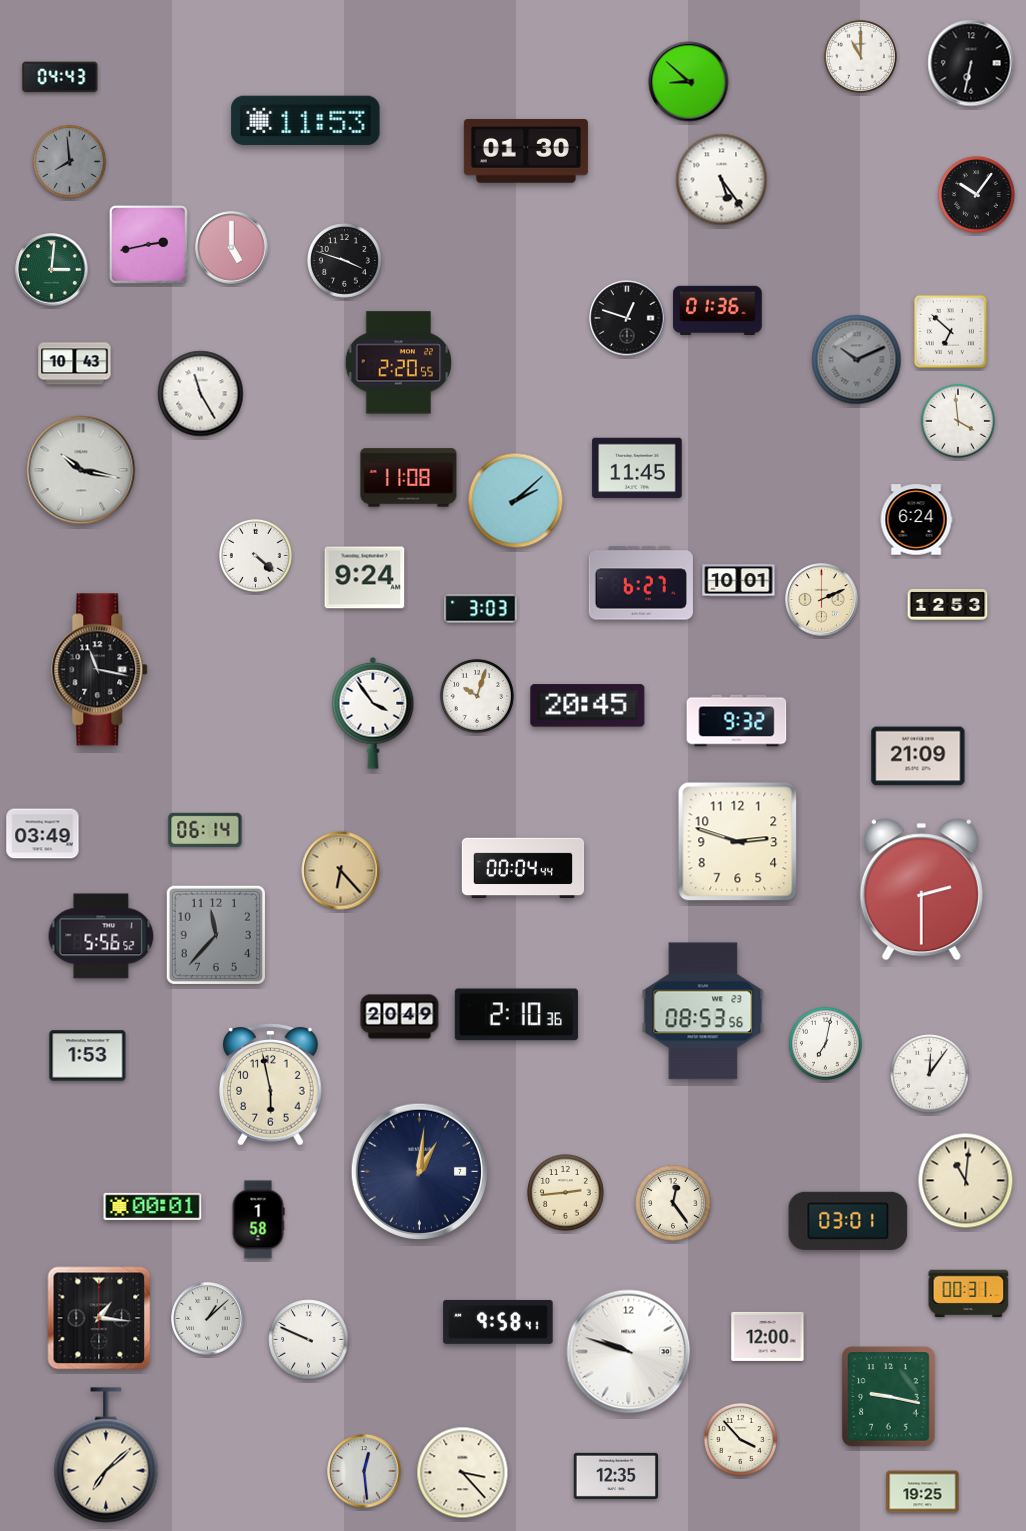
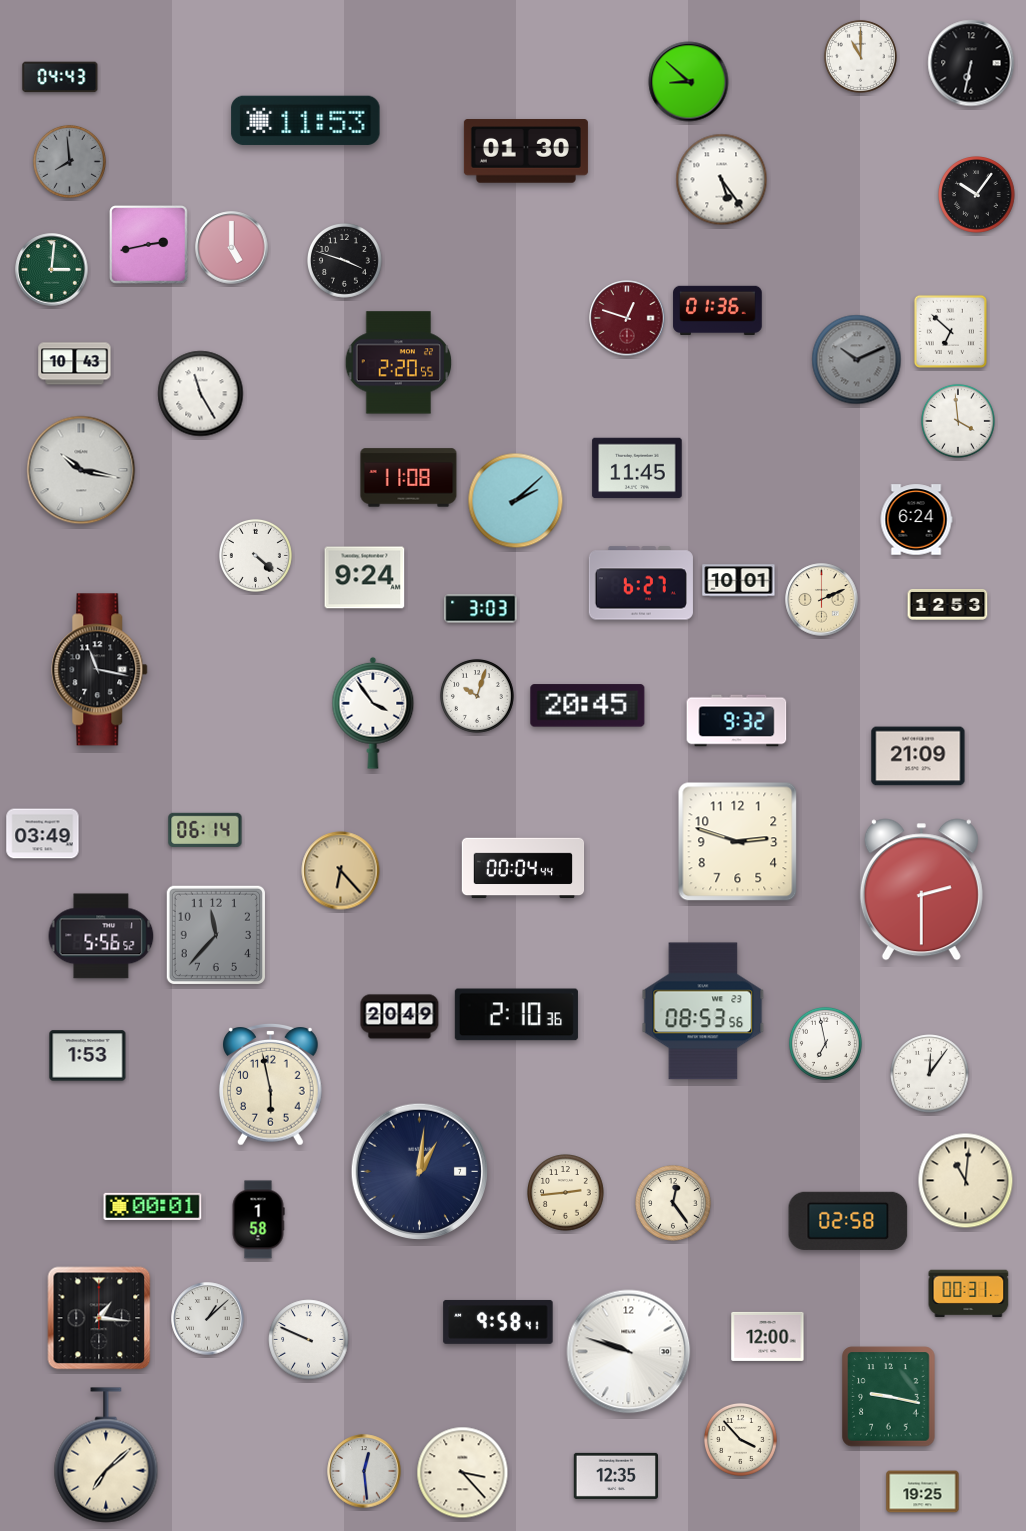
clock at (627, 318) dial: black -> burgundy
clock at (825, 1043): 7:02 -> 6:58
clock at (848, 1221): 03:01 -> 02:58
